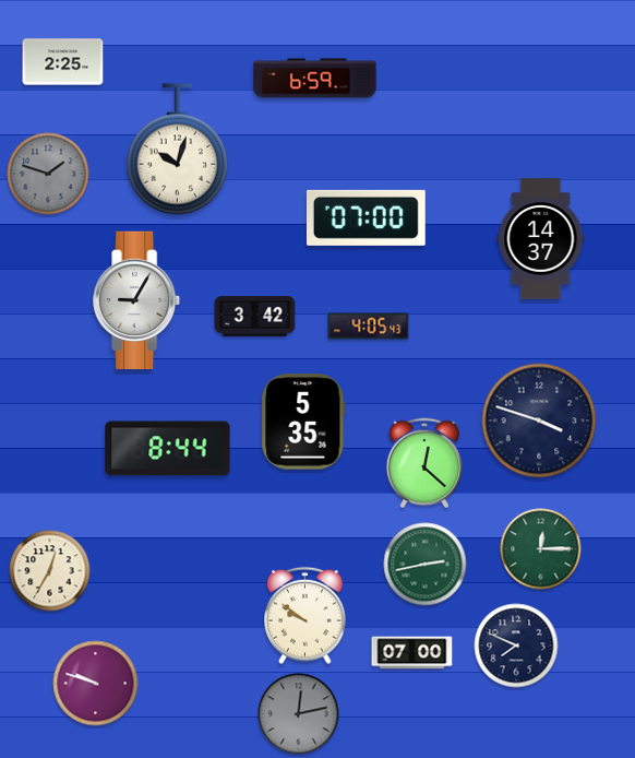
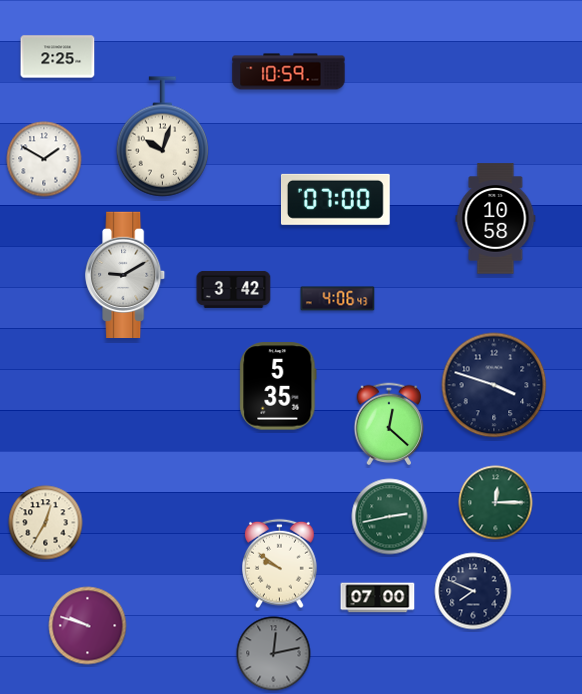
clock at (315, 79): 6:59 -> 10:59
clock at (48, 174): 1:48 -> 1:50
clock at (48, 174) dial: grey -> white
clock at (541, 239): 14:37 -> 10:58
clock at (137, 299): 9:05 -> 9:10
clock at (369, 327): 4:05 -> 4:06
clock at (168, 449): 8:44 -> none
